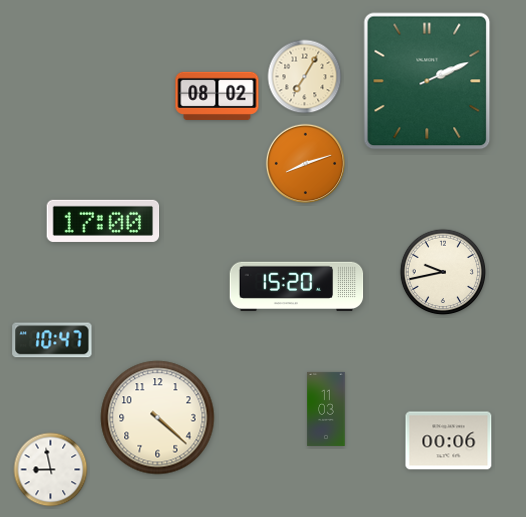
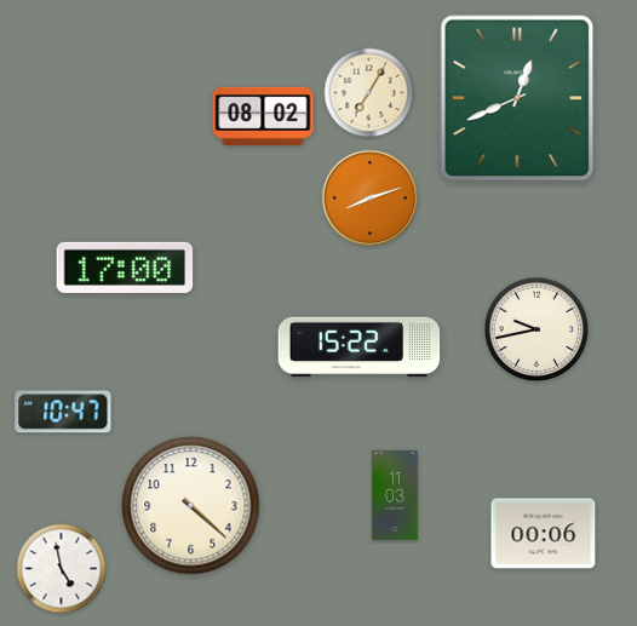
clock at (427, 81): 2:11 -> 12:41
clock at (297, 287): 15:20 -> 15:22
clock at (51, 470): 8:58 -> 4:58
